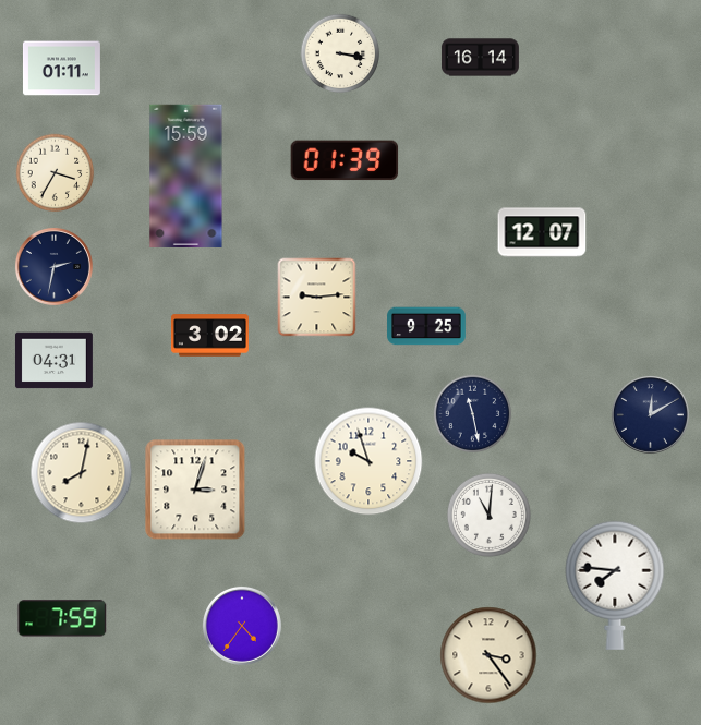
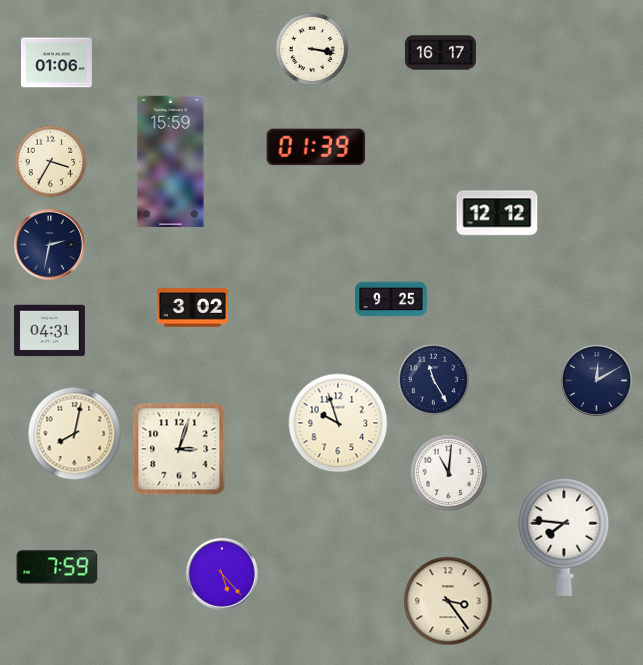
clock at (480, 58): 16:14 -> 16:17
clock at (61, 69): 01:11 -> 01:06
clock at (56, 173) position: (56, 173) -> (51, 162)
clock at (542, 232): 12:07 -> 12:12
clock at (317, 298): 9:14 -> none
clock at (473, 414): 11:28 -> 11:25
clock at (242, 626): 4:36 -> 5:23
